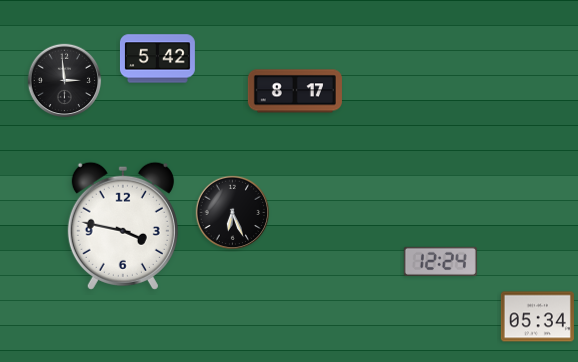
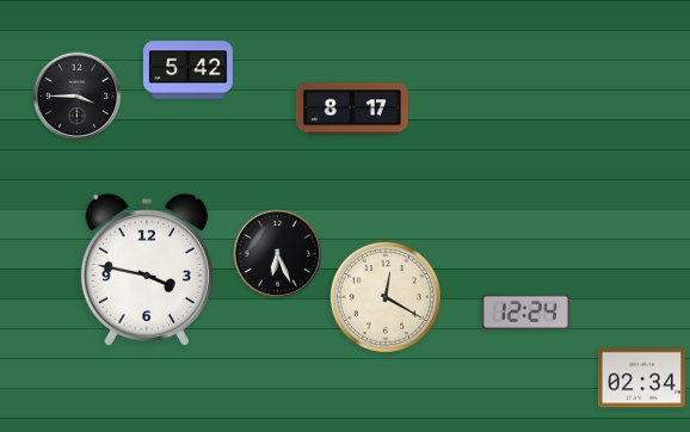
clock at (65, 81): 2:59 -> 3:45
clock at (386, 297): none -> 12:20
clock at (537, 317): 05:34 -> 02:34
